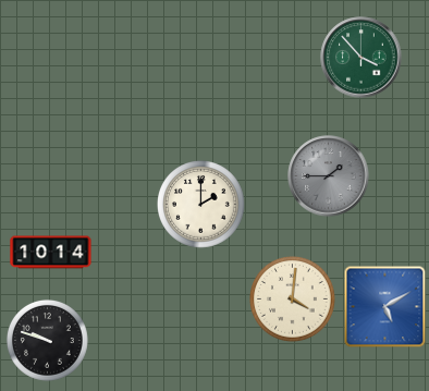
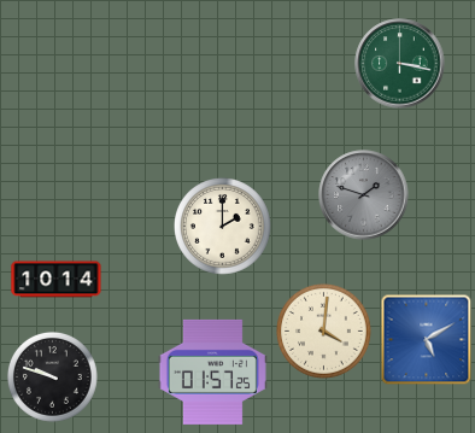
clock at (361, 58): 3:53 -> 3:17
clock at (329, 176): 1:45 -> 1:48
clock at (212, 371): none -> 01:57
